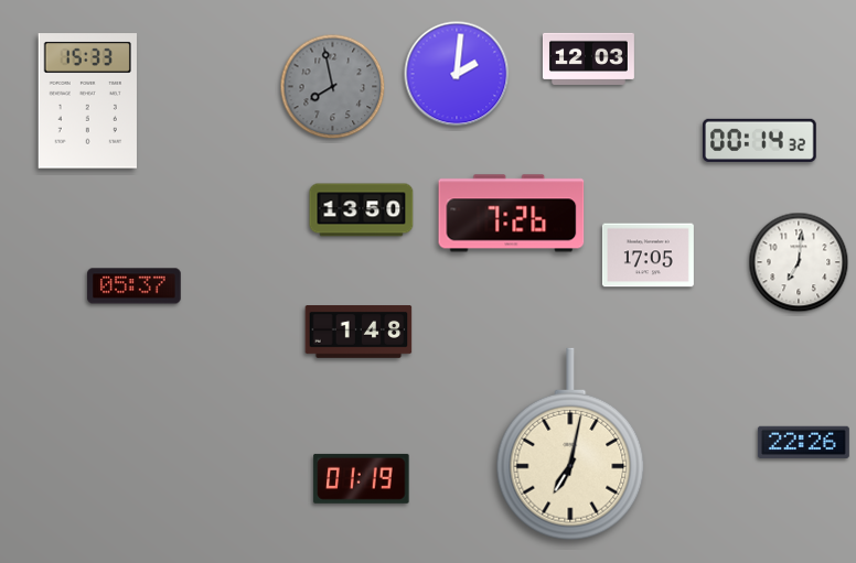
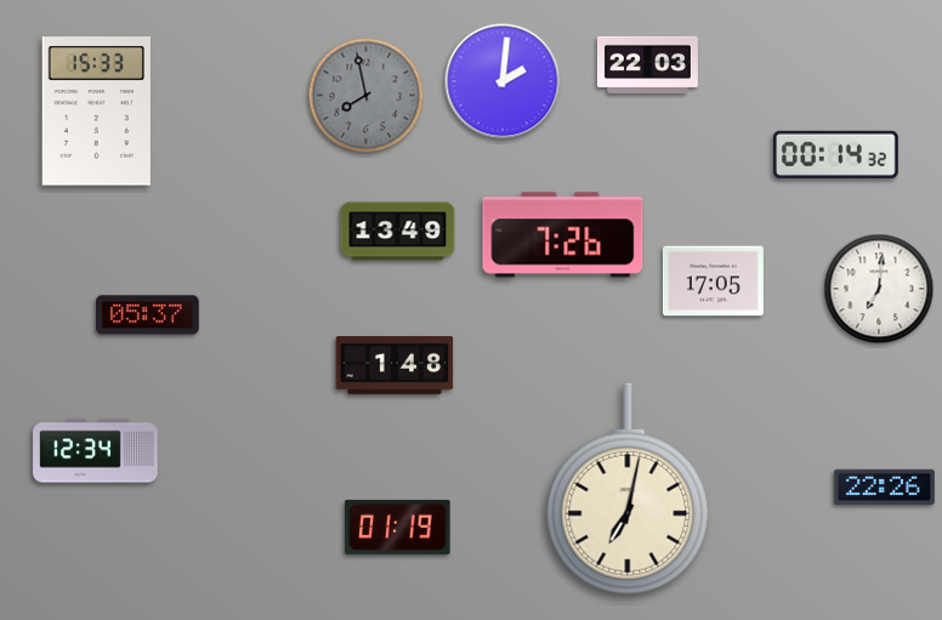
clock at (588, 58): 12:03 -> 22:03
clock at (362, 210): 13:50 -> 13:49
clock at (96, 451): none -> 12:34
